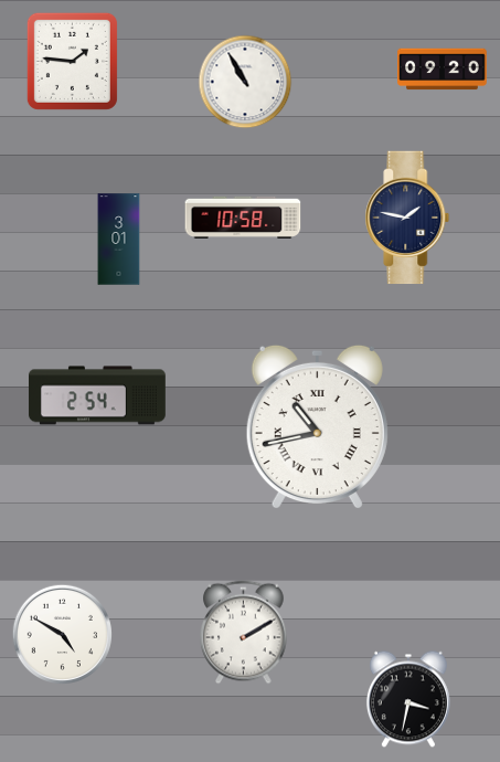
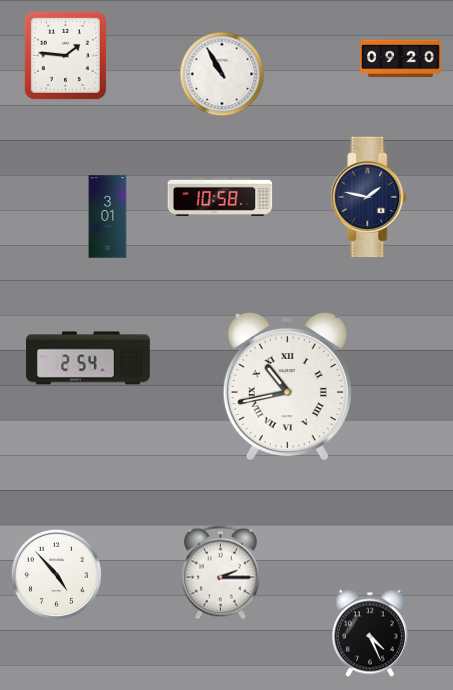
clock at (443, 70) position: (443, 70) -> (401, 59)
clock at (244, 633): 2:10 -> 2:15
clock at (62, 634): 4:50 -> 4:53
clock at (408, 699): 3:32 -> 4:26
